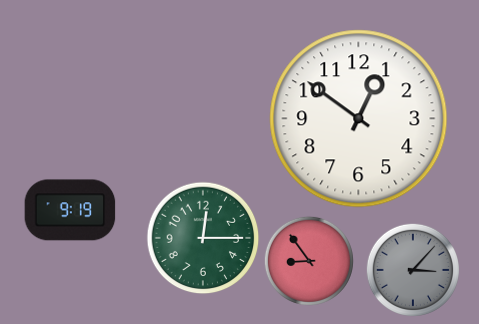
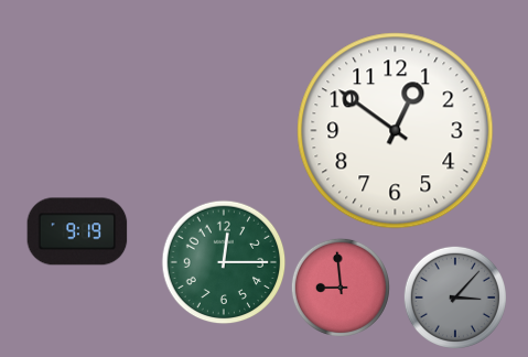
clock at (309, 261): 8:54 -> 8:59
